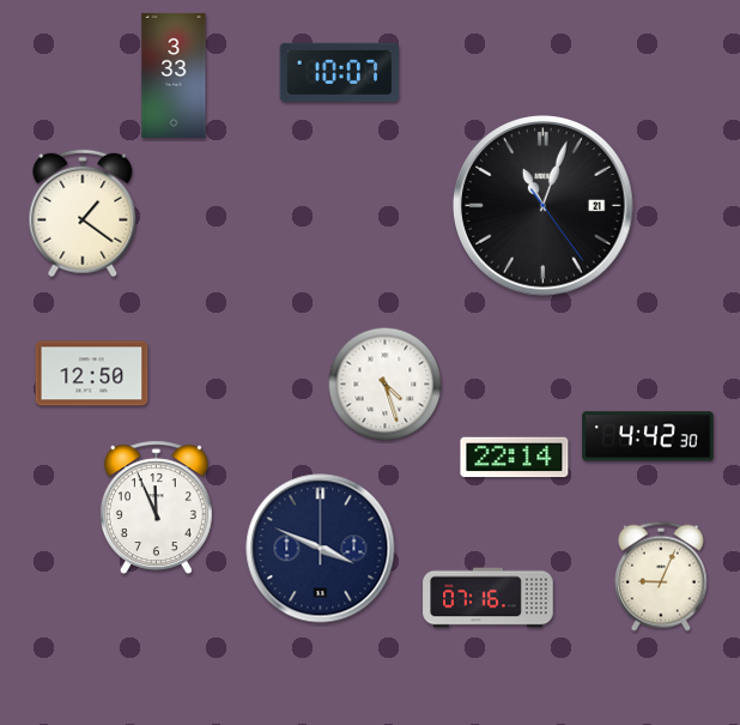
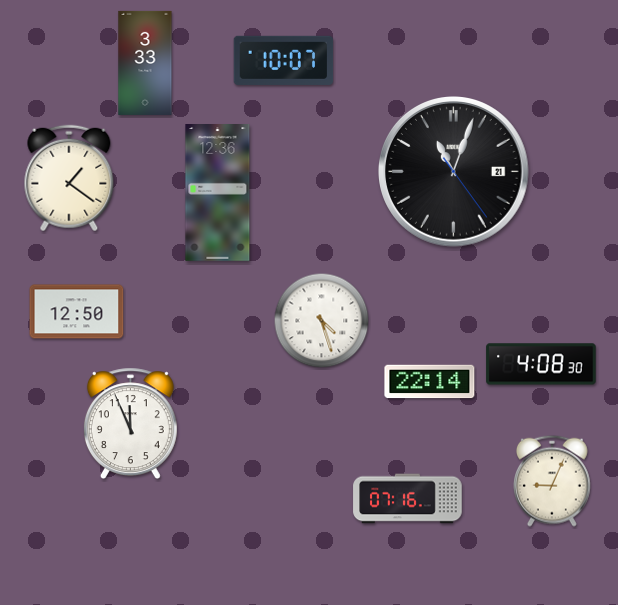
clock at (218, 193): none -> 12:36
clock at (648, 436): 4:42 -> 4:08
clock at (321, 549): 3:49 -> none
